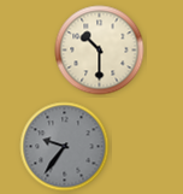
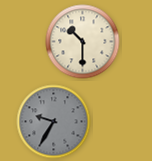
clock at (65, 147): 9:36 -> 9:35
